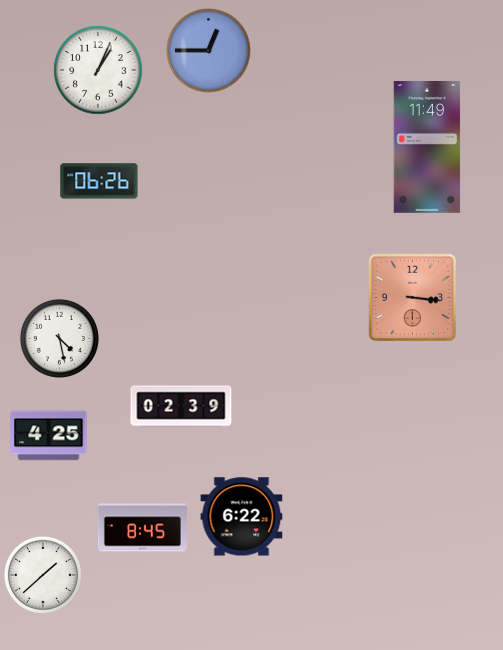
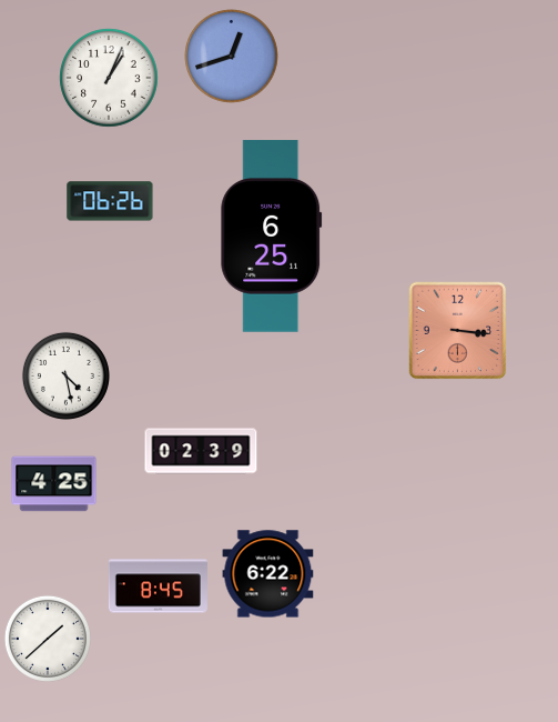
clock at (209, 51): 12:45 -> 12:42
clock at (427, 148): 11:49 -> none
clock at (272, 237): none -> 6:25
